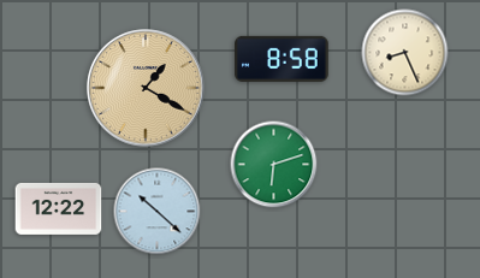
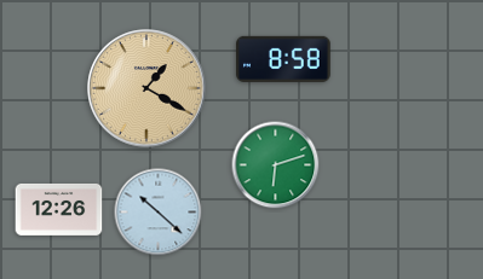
clock at (405, 53): 8:26 -> none
clock at (59, 208): 12:22 -> 12:26
